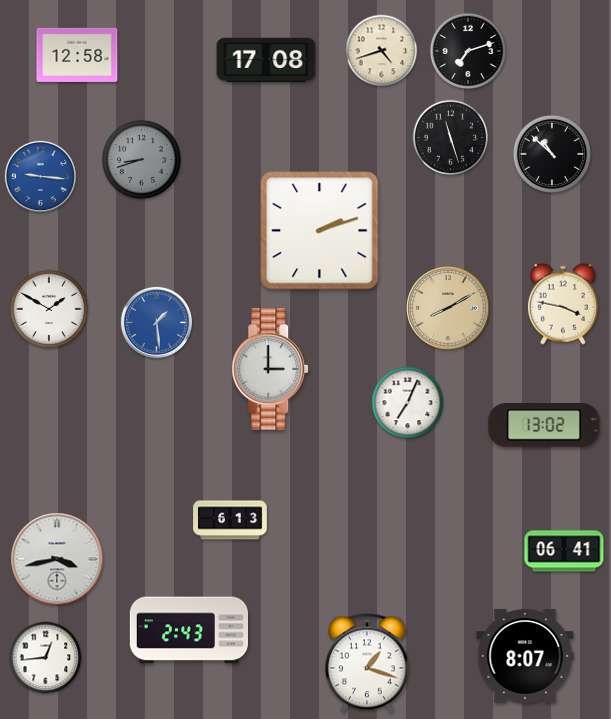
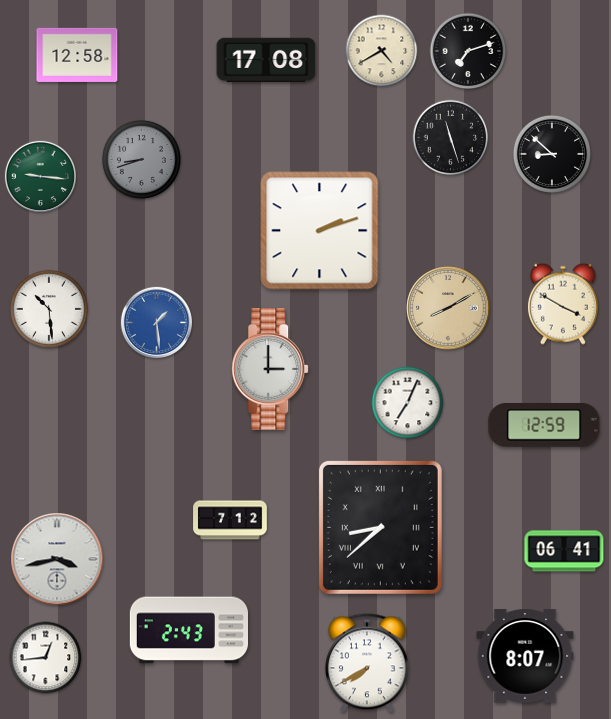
clock at (382, 51): 4:42 -> 4:40
clock at (552, 154): 10:52 -> 8:52
clock at (40, 176) dial: blue -> green
clock at (563, 304): 3:47 -> 3:50
clock at (49, 309): 1:50 -> 10:29
clock at (544, 426): 13:02 -> 12:59
clock at (230, 520): 6:13 -> 7:12
clock at (380, 527): none -> 8:38
clock at (368, 663): 1:18 -> 7:40
